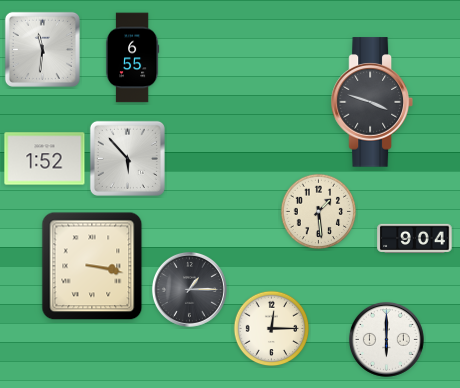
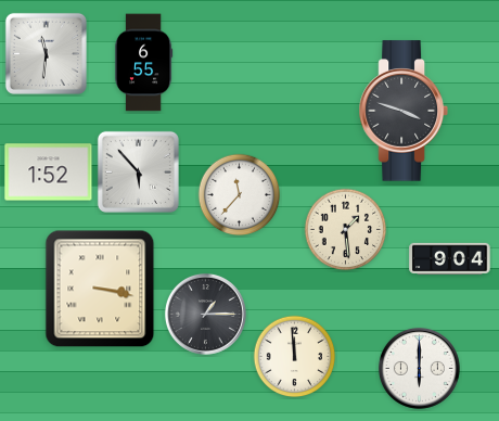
clock at (240, 195): none -> 11:37
clock at (272, 329): 12:15 -> 11:59
